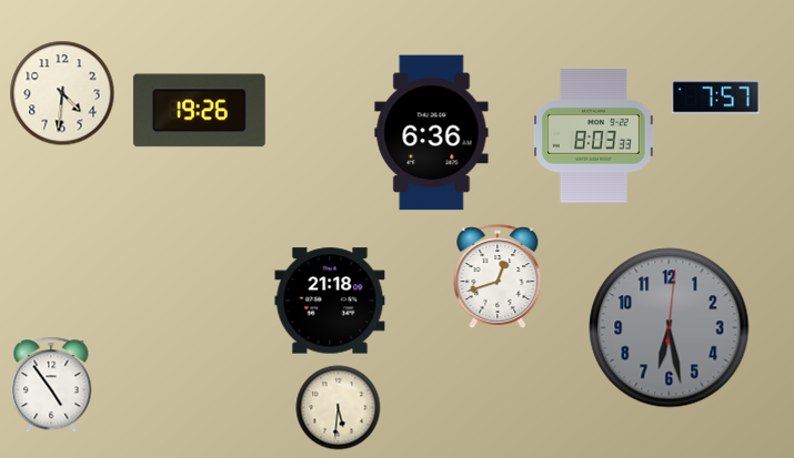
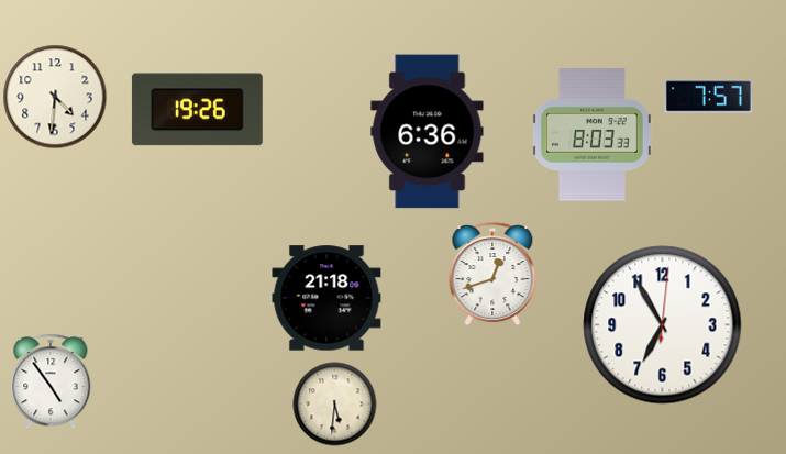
clock at (62, 93) position: (62, 93) -> (55, 97)
clock at (594, 136) position: (594, 136) -> (593, 135)
clock at (670, 328): 6:28 -> 6:55
clock at (670, 328) dial: grey -> white
